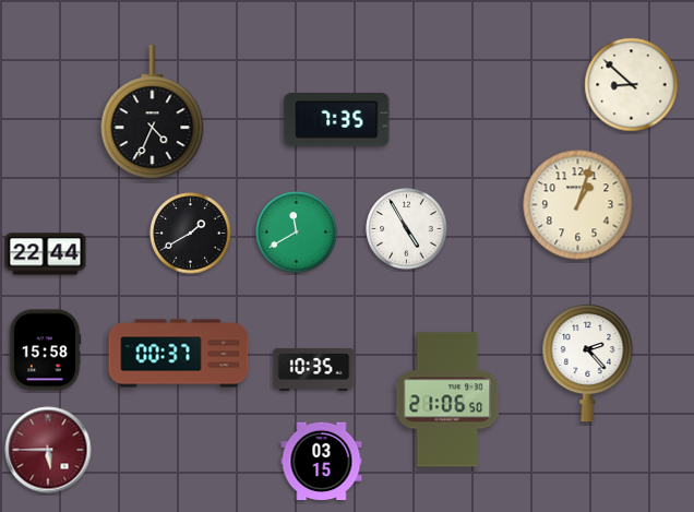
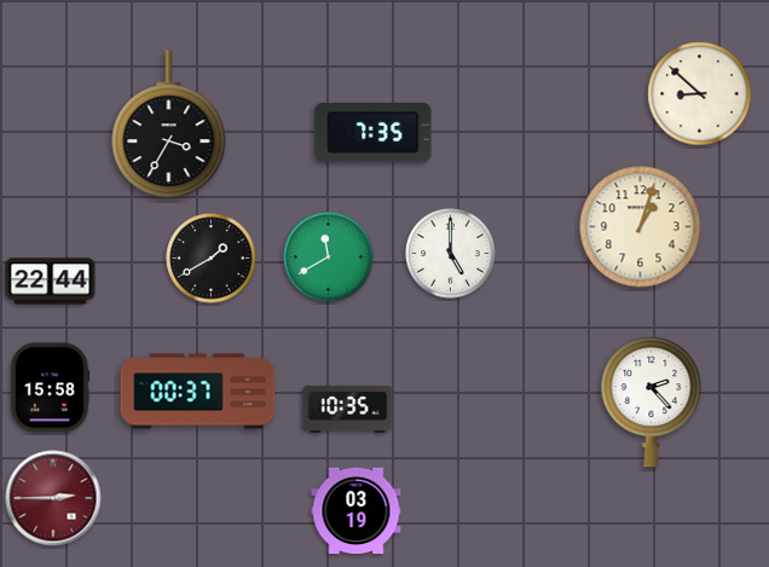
clock at (153, 112): 4:34 -> 3:35
clock at (407, 229): 4:55 -> 5:00
clock at (447, 400): 21:06 -> none
clock at (48, 450): 5:45 -> 2:45
clock at (322, 462): 03:15 -> 03:19
